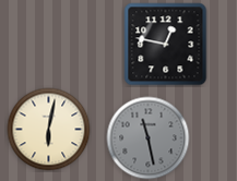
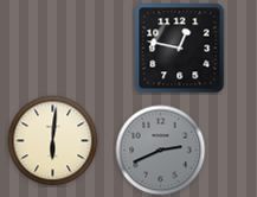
clock at (49, 130): 6:02 -> 6:01
clock at (149, 138): 11:28 -> 2:41
